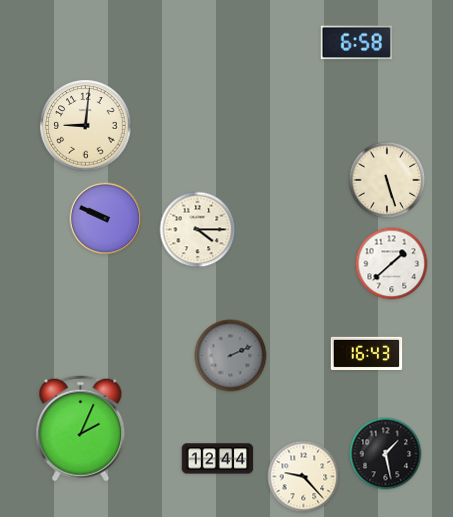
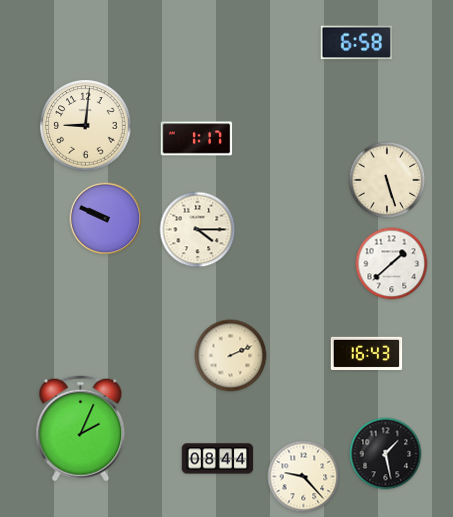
clock at (197, 139): none -> 1:17
clock at (231, 356) dial: grey -> cream
clock at (218, 459): 12:44 -> 08:44
